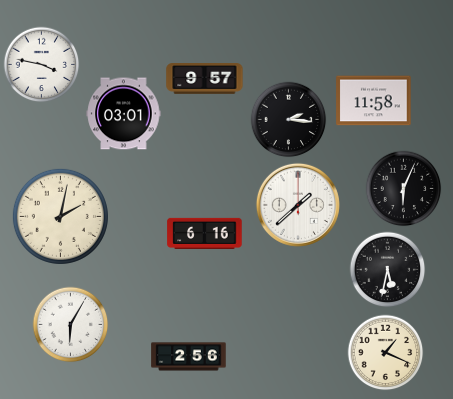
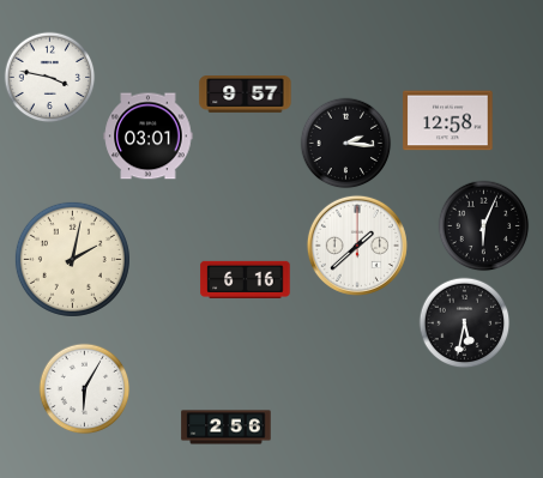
clock at (374, 101): 11:58 -> 12:58
clock at (386, 353): 1:19 -> none
